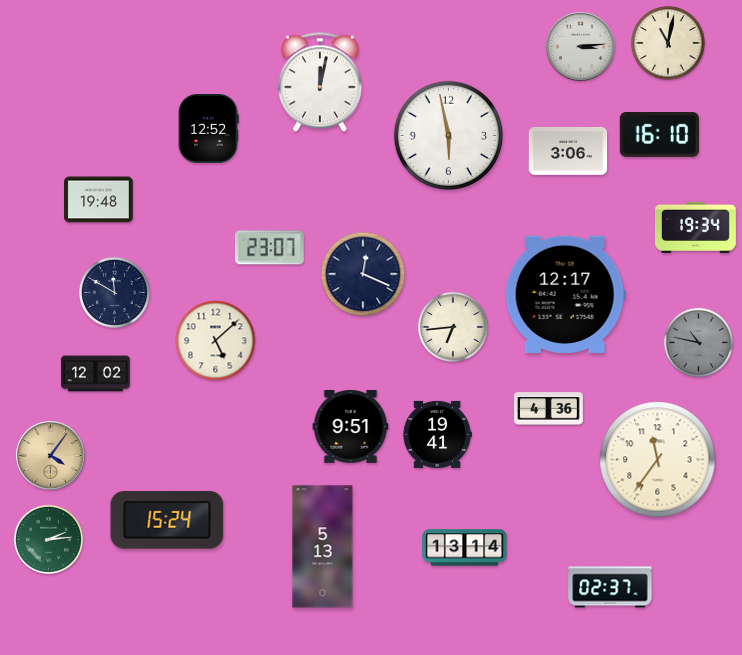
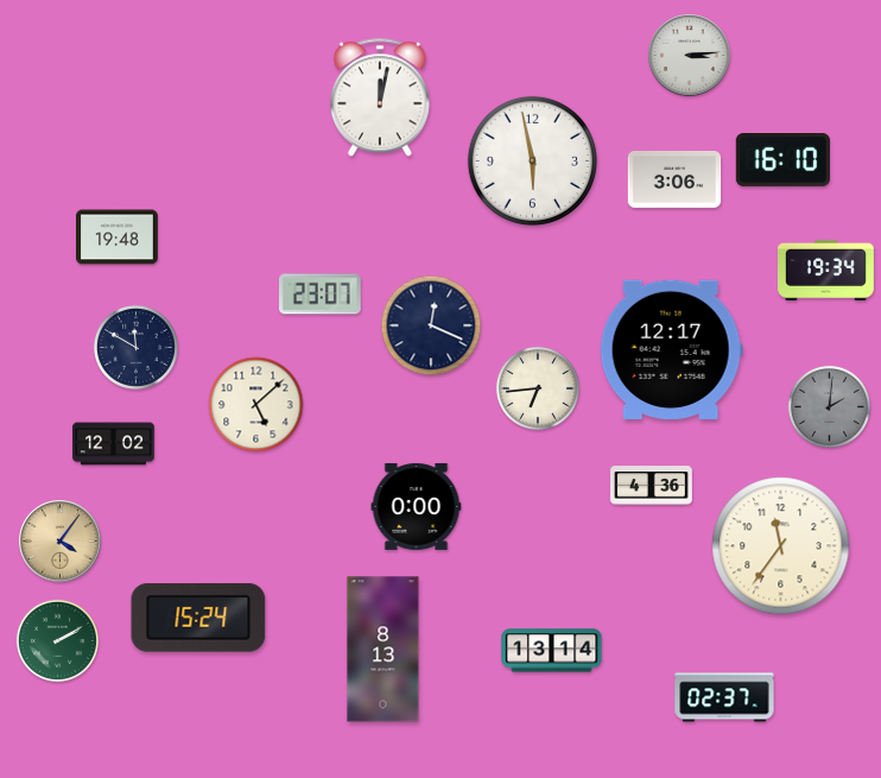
clock at (668, 43): 11:02 -> none
clock at (208, 129): 12:52 -> none
clock at (698, 342): 10:47 -> 2:01
clock at (351, 426): 9:51 -> 0:00
clock at (437, 434): 19:41 -> none
clock at (48, 539): 2:14 -> 2:10
clock at (323, 547): 5:13 -> 8:13
